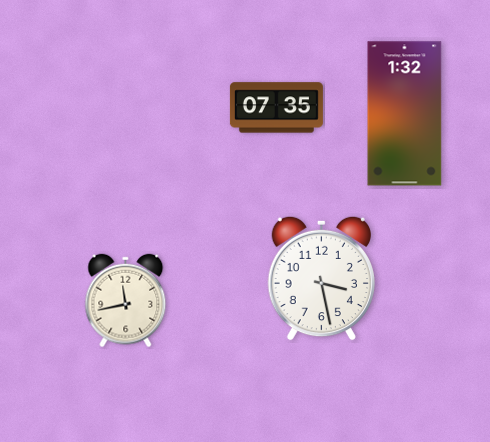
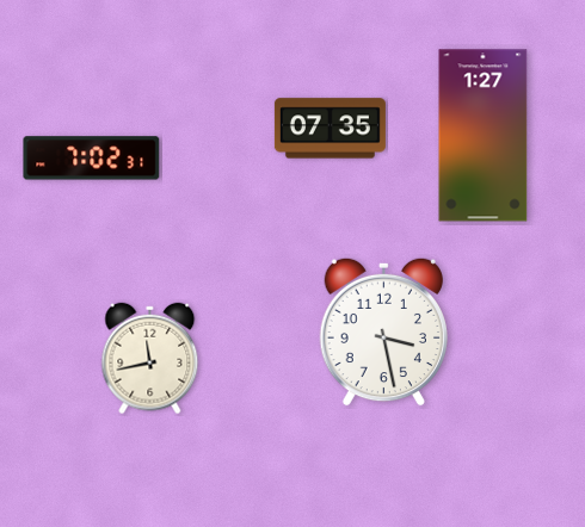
clock at (405, 114): 1:32 -> 1:27
clock at (92, 159): none -> 7:02
